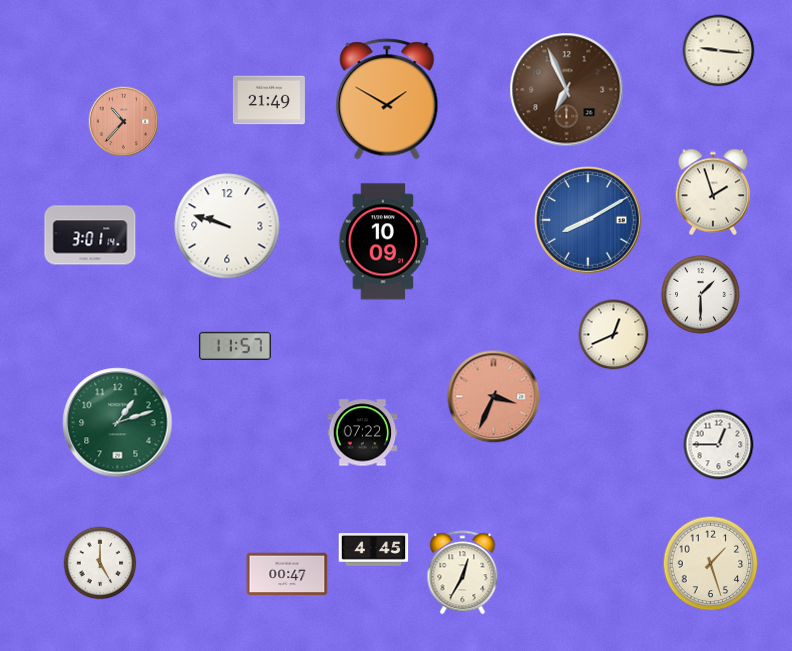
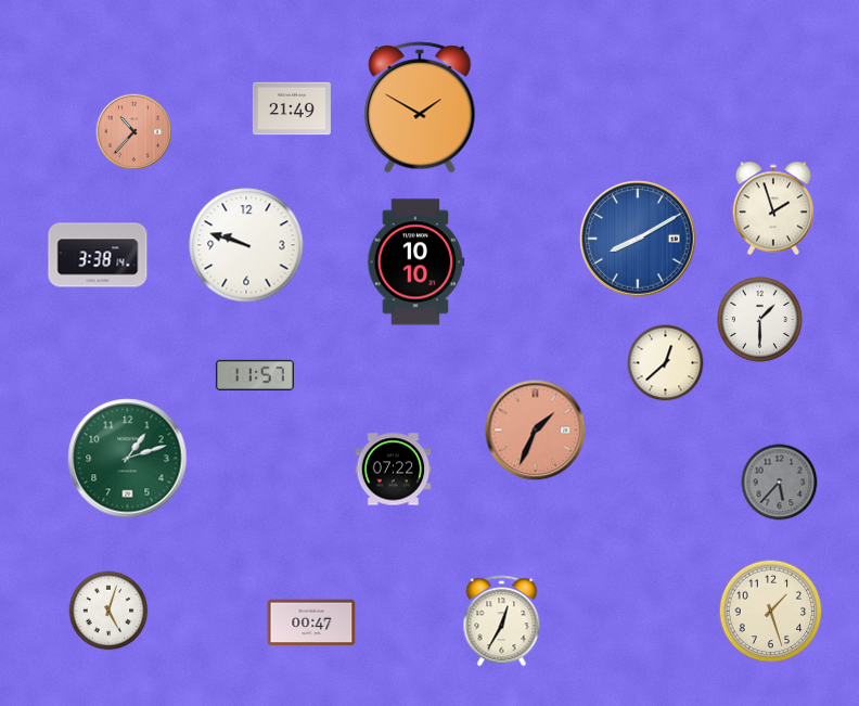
clock at (719, 51): 9:16 -> none
clock at (567, 90): 6:56 -> none
clock at (90, 235): 3:01 -> 3:38
clock at (384, 242): 10:09 -> 10:10
clock at (614, 335): 12:41 -> 12:38
clock at (494, 397): 3:34 -> 1:34
clock at (719, 445): 12:45 -> 5:37
clock at (719, 445) dial: white -> grey
clock at (374, 550): 4:45 -> none
clock at (100, 563): 5:00 -> 5:03
